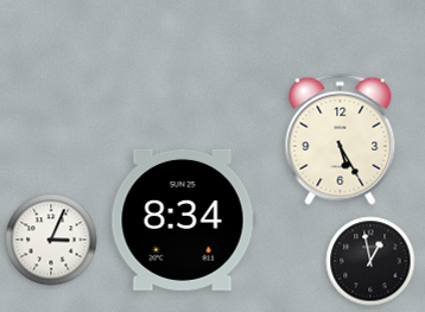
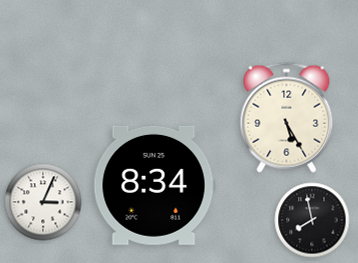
clock at (370, 261): 12:58 -> 7:58
